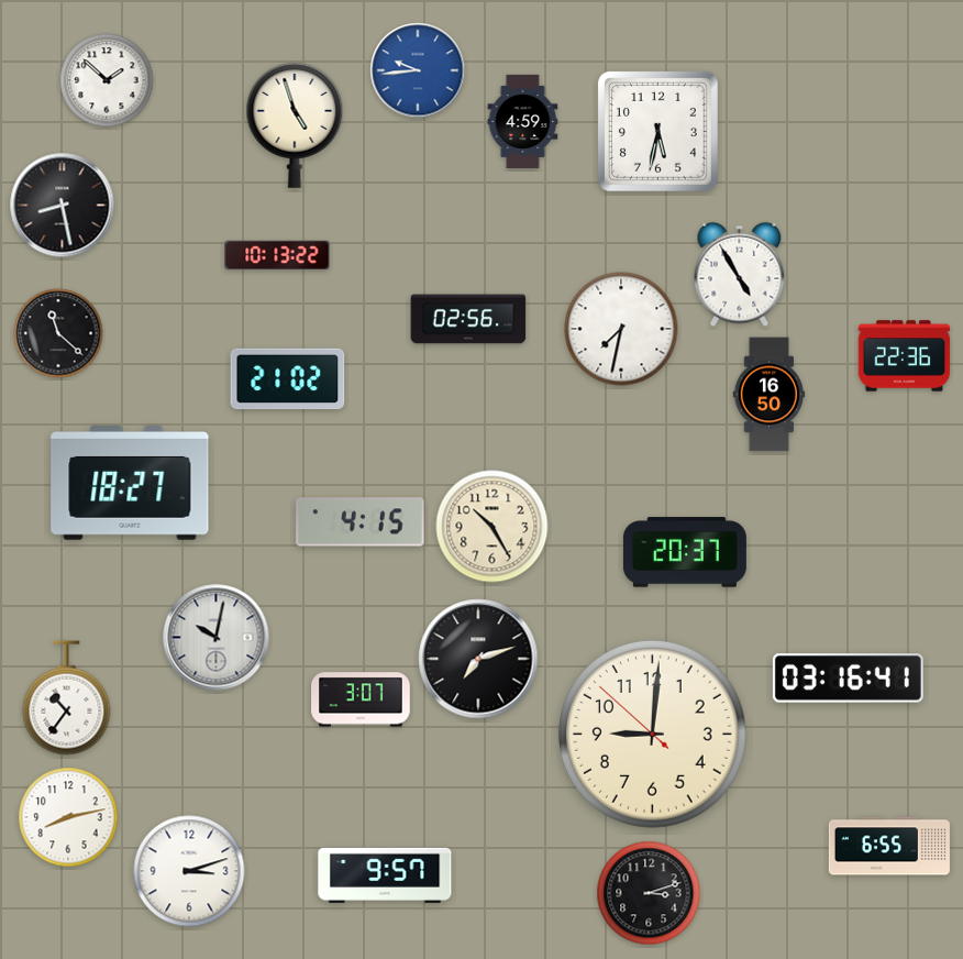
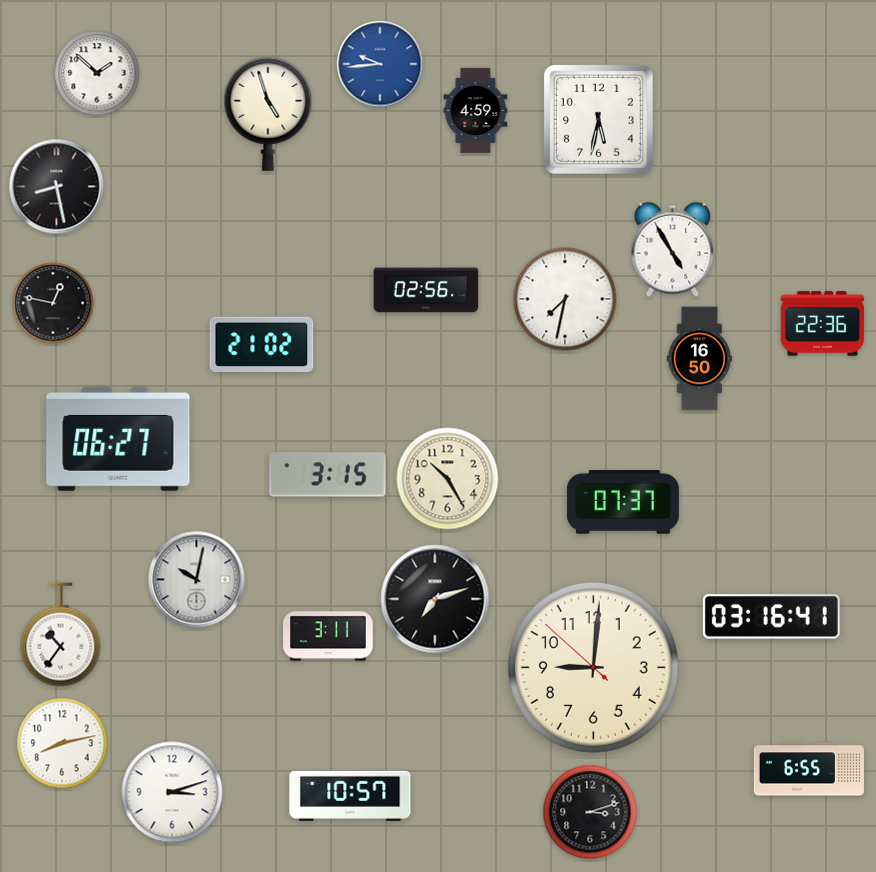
clock at (277, 254): 10:13 -> none
clock at (58, 333): 11:22 -> 12:47
clock at (130, 484): 18:27 -> 06:27
clock at (361, 522): 4:15 -> 3:15
clock at (685, 552): 20:37 -> 07:37
clock at (361, 699): 3:07 -> 3:11
clock at (385, 875): 9:57 -> 10:57
